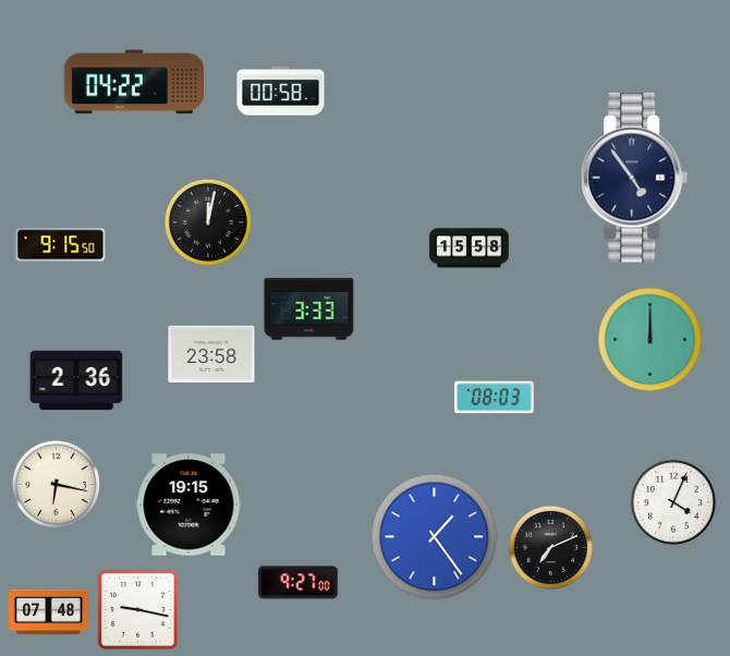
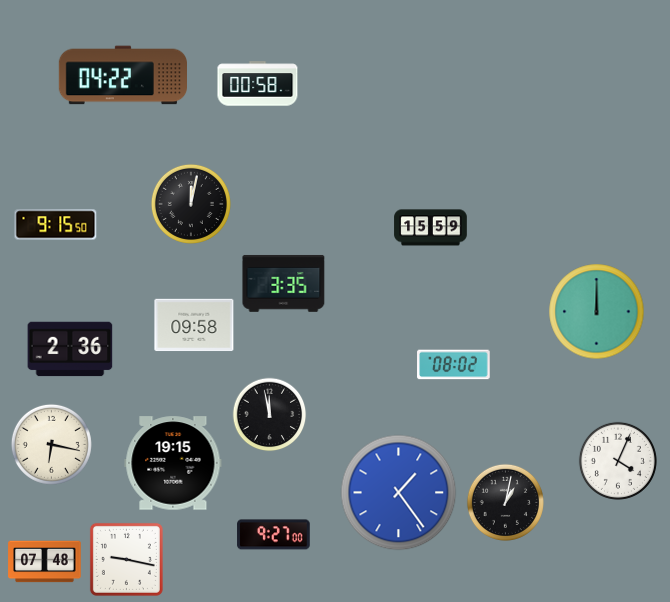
clock at (634, 178): 4:54 -> none
clock at (470, 248): 15:58 -> 15:59
clock at (309, 308): 3:33 -> 3:35
clock at (211, 354): 23:58 -> 09:58
clock at (495, 398): 08:03 -> 08:02
clock at (270, 415): none -> 11:58
clock at (550, 547): 7:11 -> 1:02
